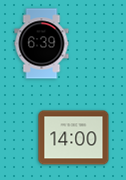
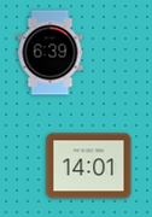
clock at (74, 138): 14:00 -> 14:01
